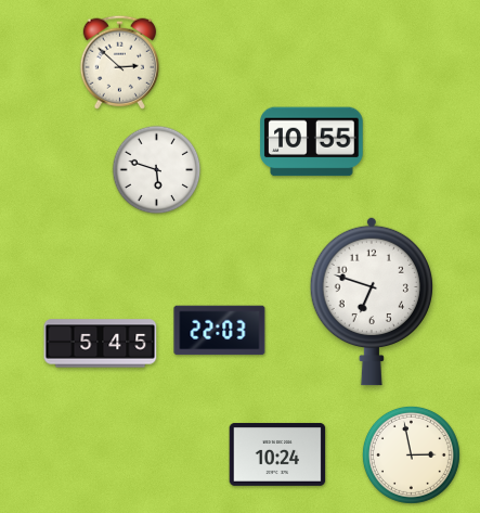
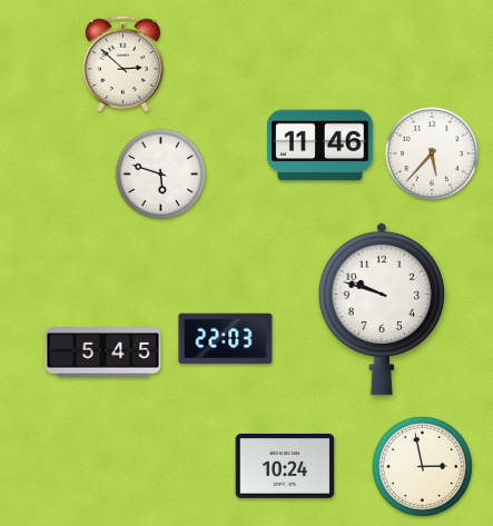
clock at (312, 142): 10:55 -> 11:46
clock at (432, 153): none -> 5:37
clock at (372, 302): 6:48 -> 9:48
